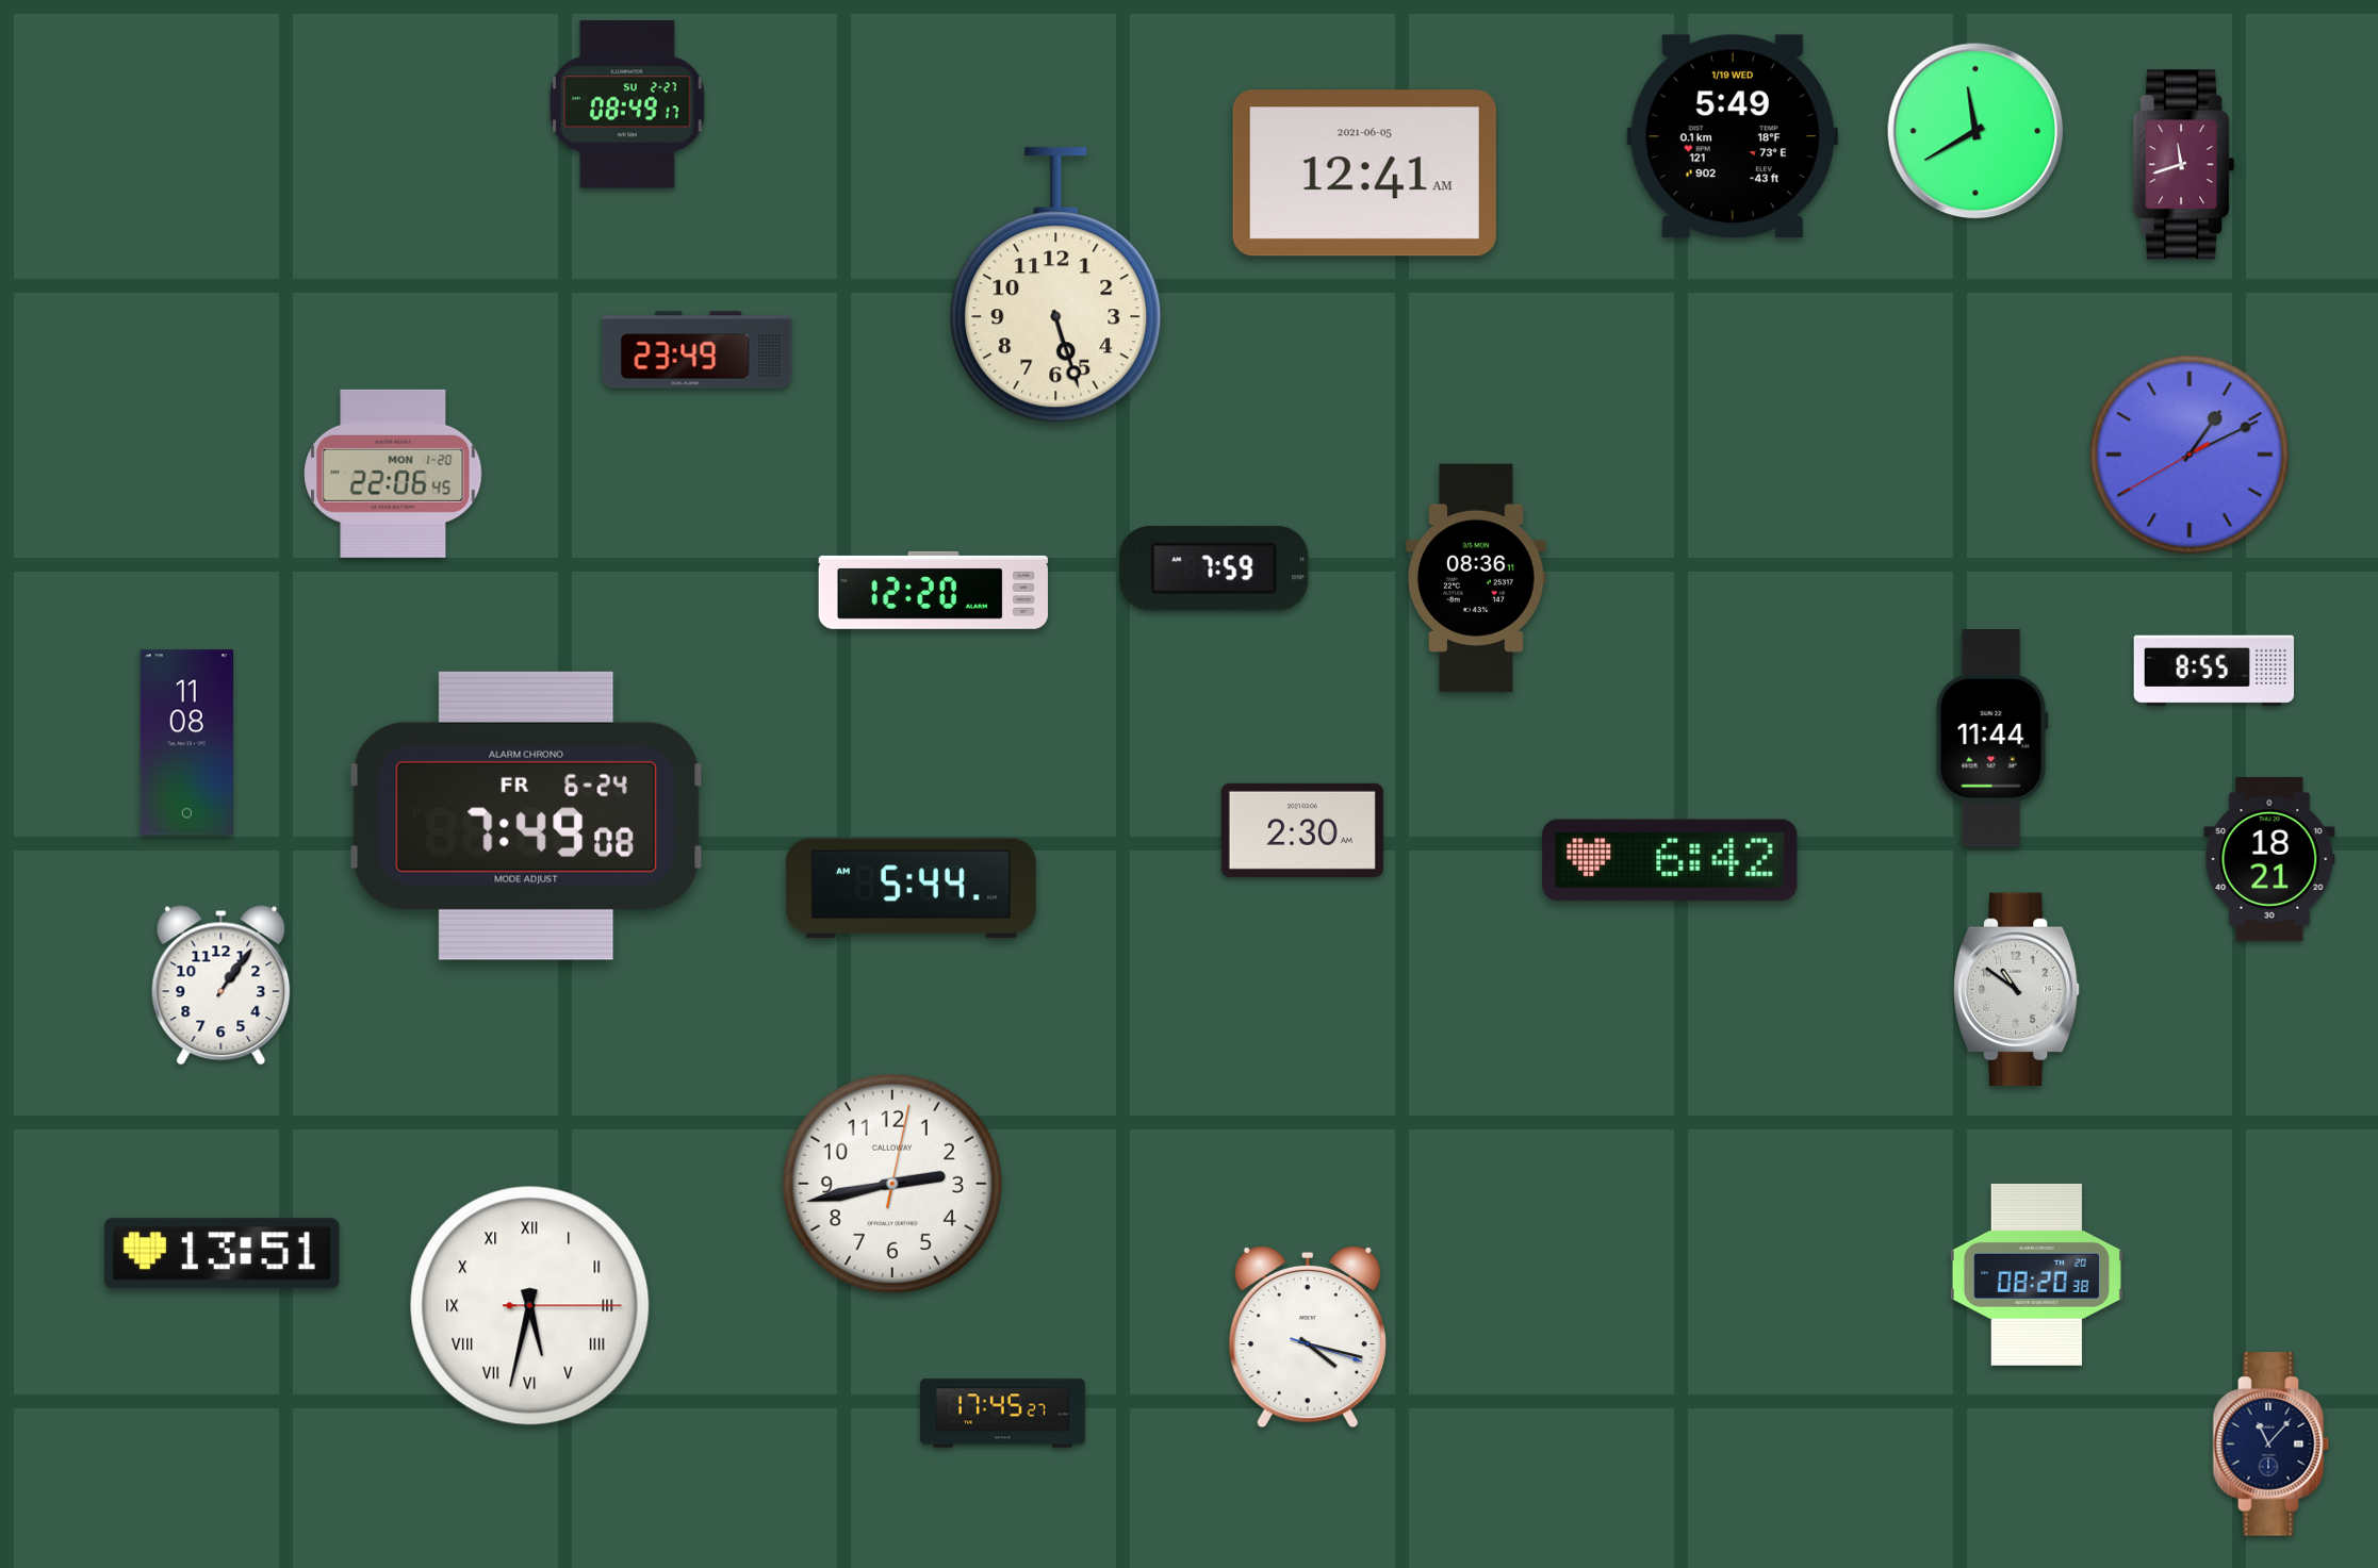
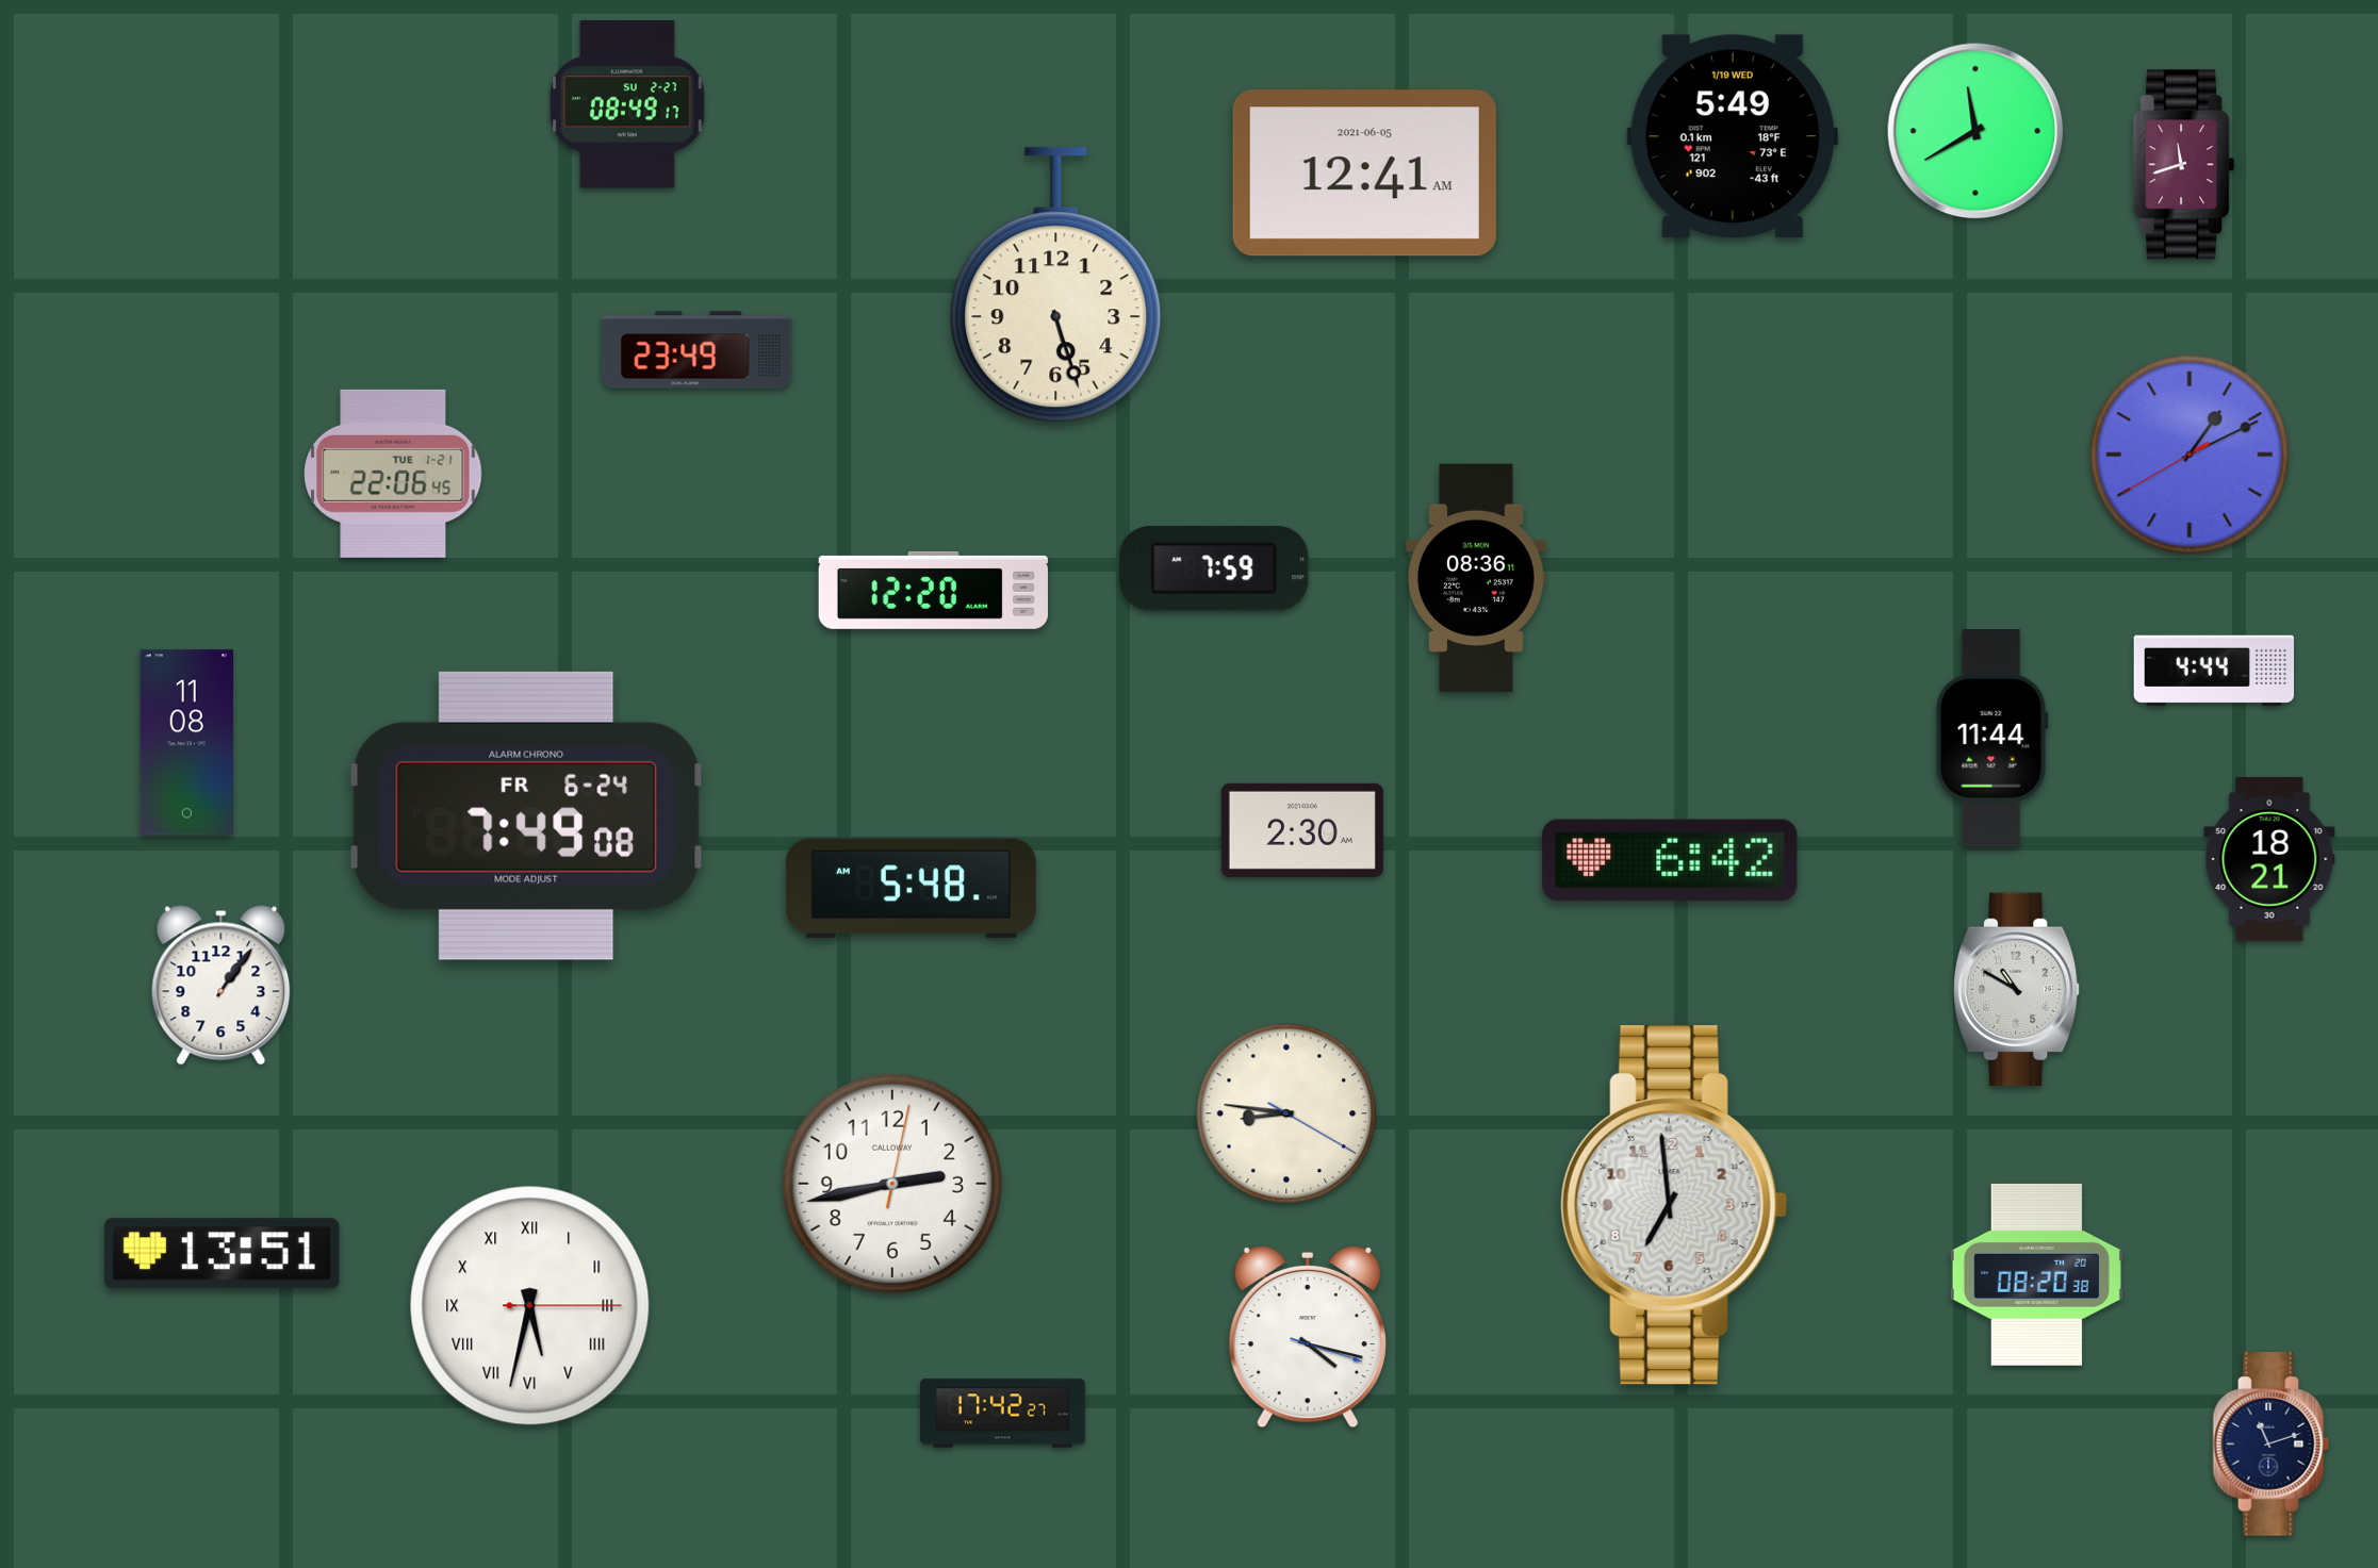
clock at (393, 474) date: MON 1-20 -> TUE 1-21
clock at (2214, 670): 8:55 -> 4:44
clock at (911, 889): 5:44 -> 5:48
clock at (2016, 990): 10:51 -> 10:50
clock at (1286, 1113): none -> 8:46
clock at (1674, 1205): none -> 6:59
clock at (1003, 1414): 17:45 -> 17:42
clock at (2272, 1445): 11:07 -> 11:12
